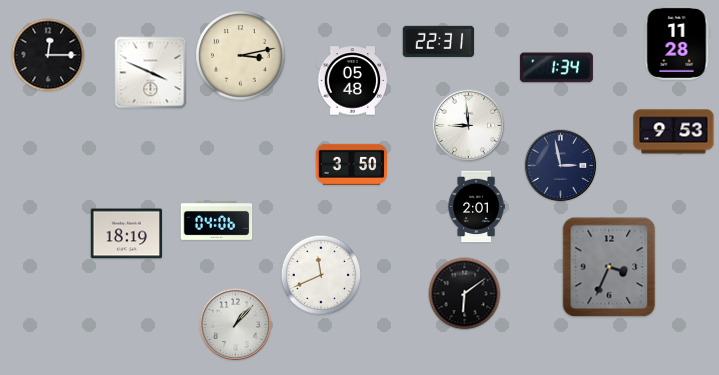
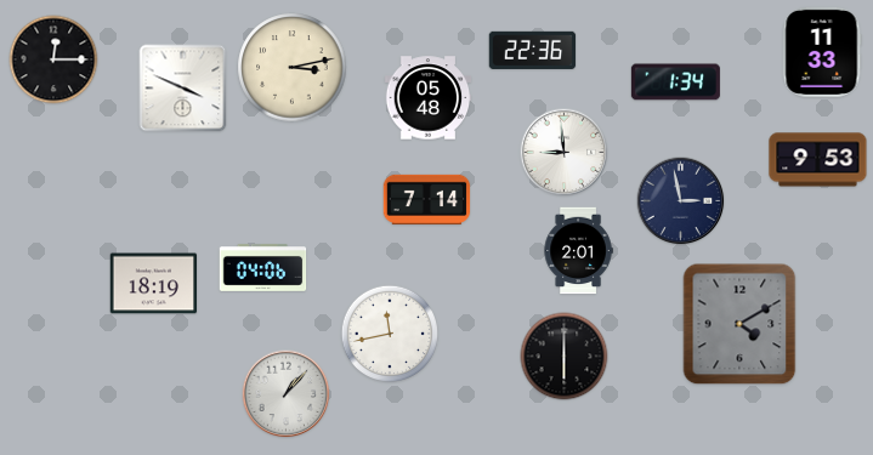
clock at (439, 41): 22:31 -> 22:36
clock at (677, 43): 11:28 -> 11:33
clock at (48, 55) position: (48, 55) -> (53, 59)
clock at (469, 126) position: (469, 126) -> (565, 153)
clock at (352, 164): 3:50 -> 7:14
clock at (609, 267): 3:34 -> 4:10
clock at (321, 275): 11:41 -> 11:43
clock at (465, 294): 6:09 -> 6:00
